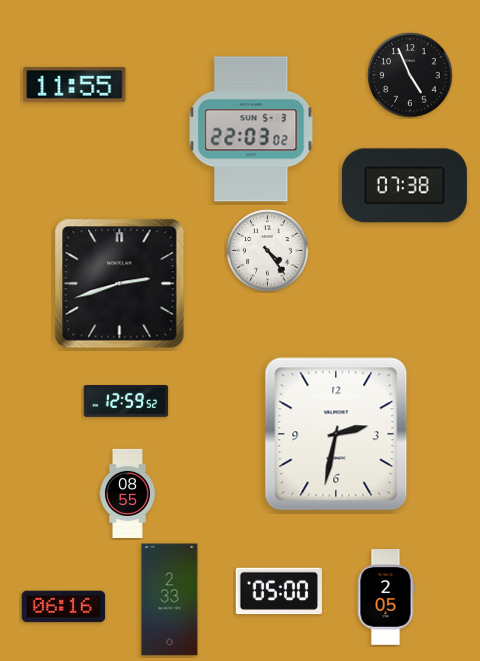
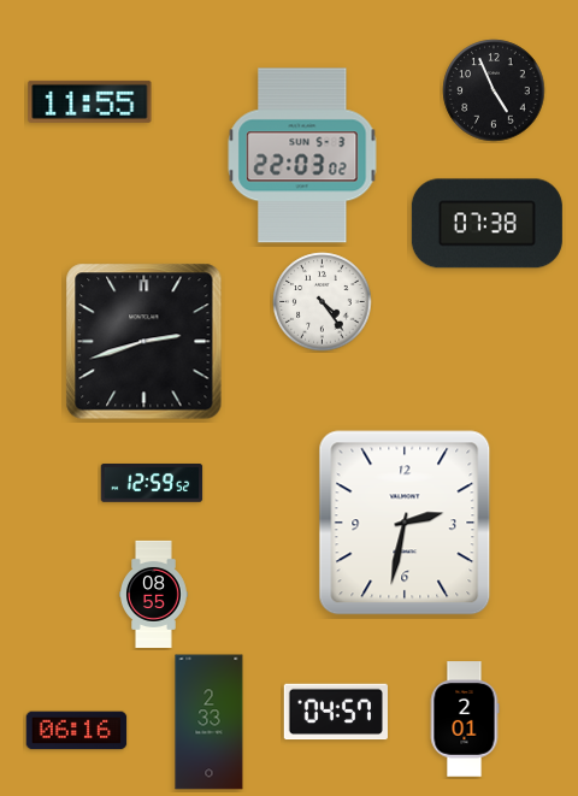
clock at (279, 591): 05:00 -> 04:57
clock at (386, 597): 2:05 -> 2:01
clock at (170, 600) position: (170, 600) -> (210, 723)
